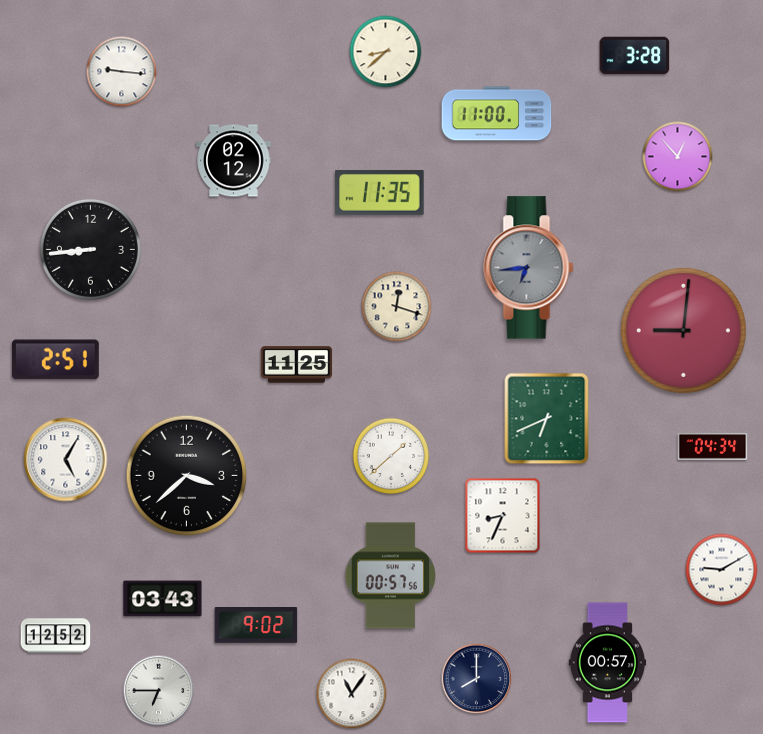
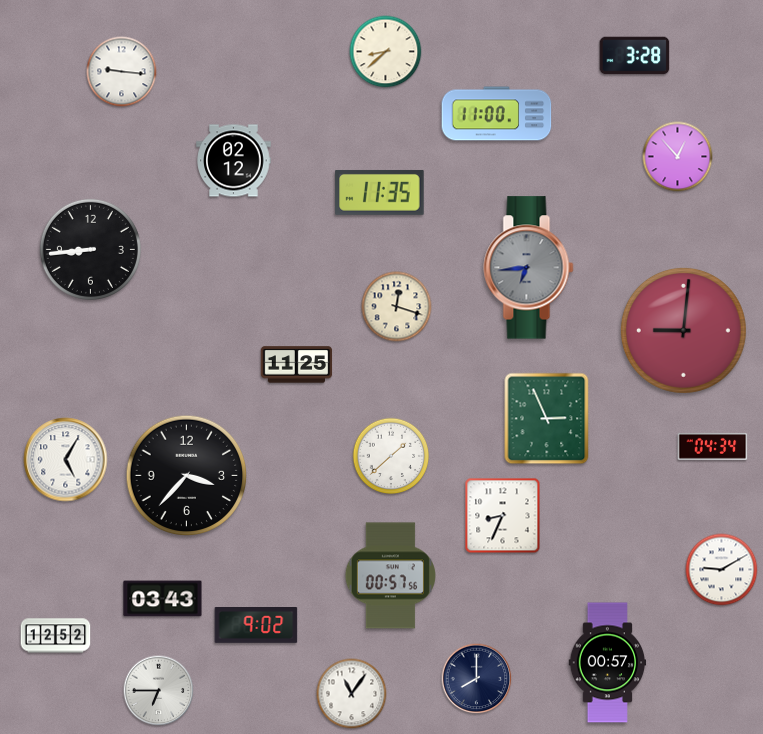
clock at (55, 360): 2:51 -> none
clock at (547, 419): 6:41 -> 2:56
clock at (187, 476): 3:38 -> 3:37
